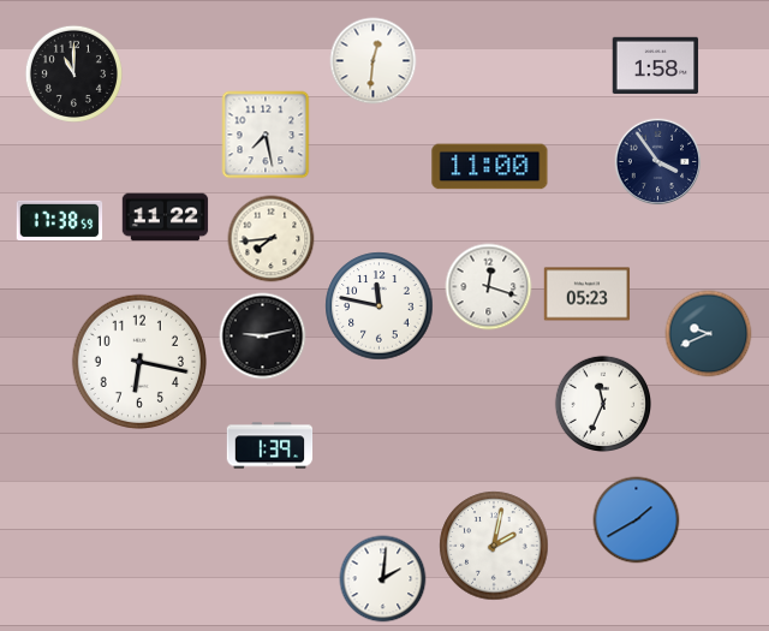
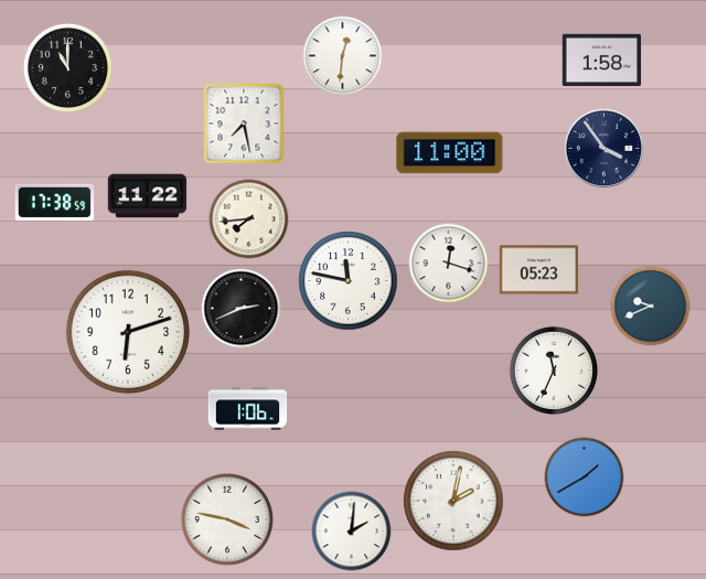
clock at (166, 218) position: (166, 218) -> (148, 196)
clock at (263, 337): 9:13 -> 2:41
clock at (138, 361): 6:17 -> 6:12
clock at (270, 446): 1:39 -> 1:06
clock at (227, 519): none -> 3:47
